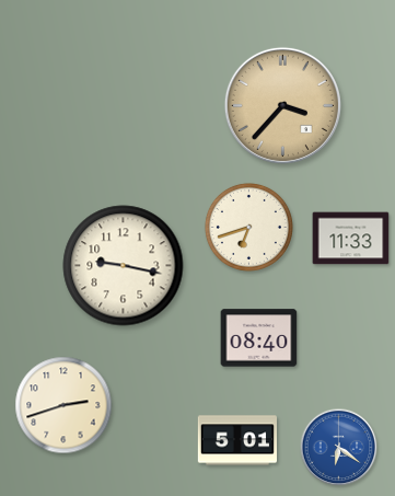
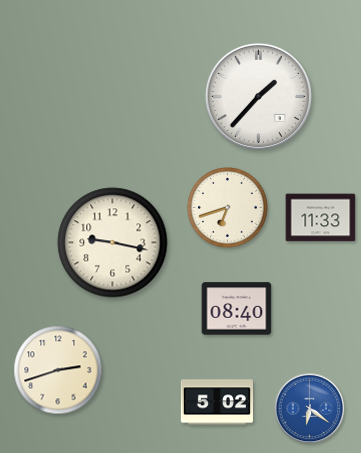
clock at (282, 105): 3:37 -> 1:37
clock at (282, 105) dial: champagne -> white
clock at (236, 440): 5:01 -> 5:02
